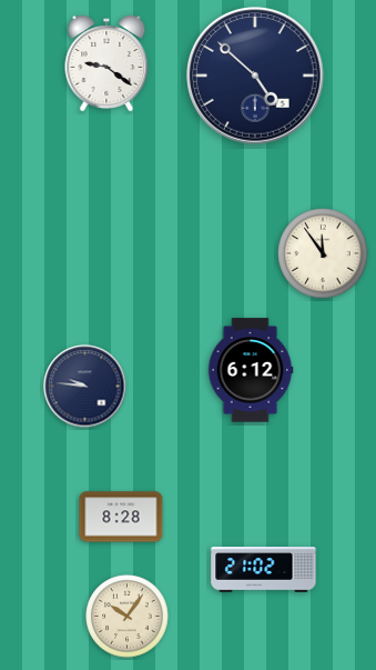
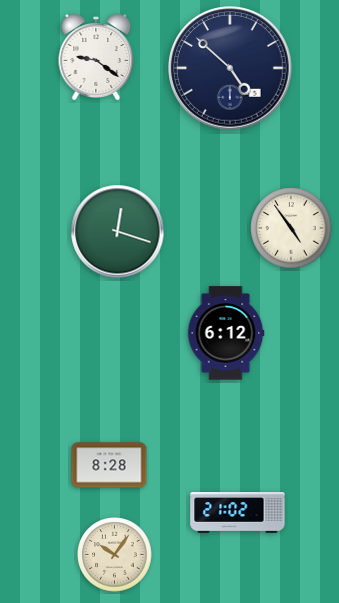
clock at (323, 253): 11:54 -> 4:54
clock at (118, 232): none -> 12:18
clock at (85, 387): 9:46 -> none
